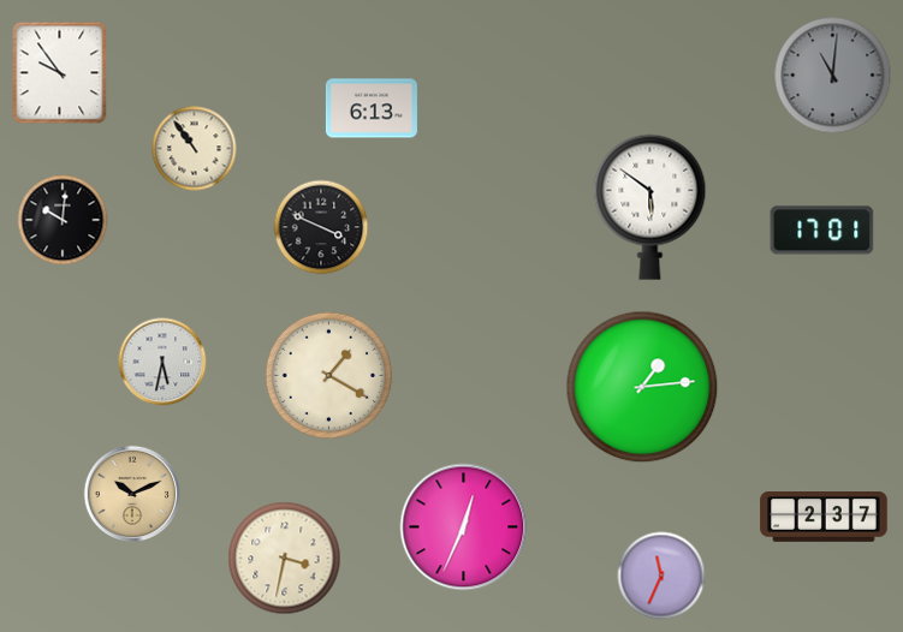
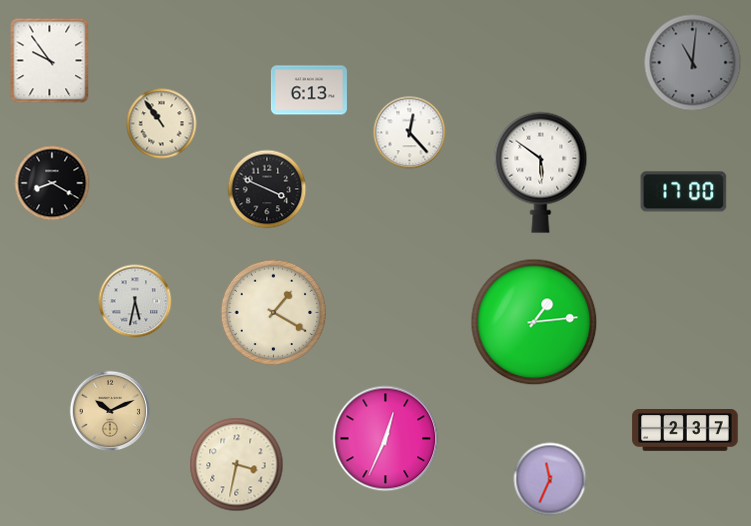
clock at (410, 133): none -> 12:23
clock at (63, 220): 10:01 -> 8:20
clock at (822, 231): 17:01 -> 17:00
